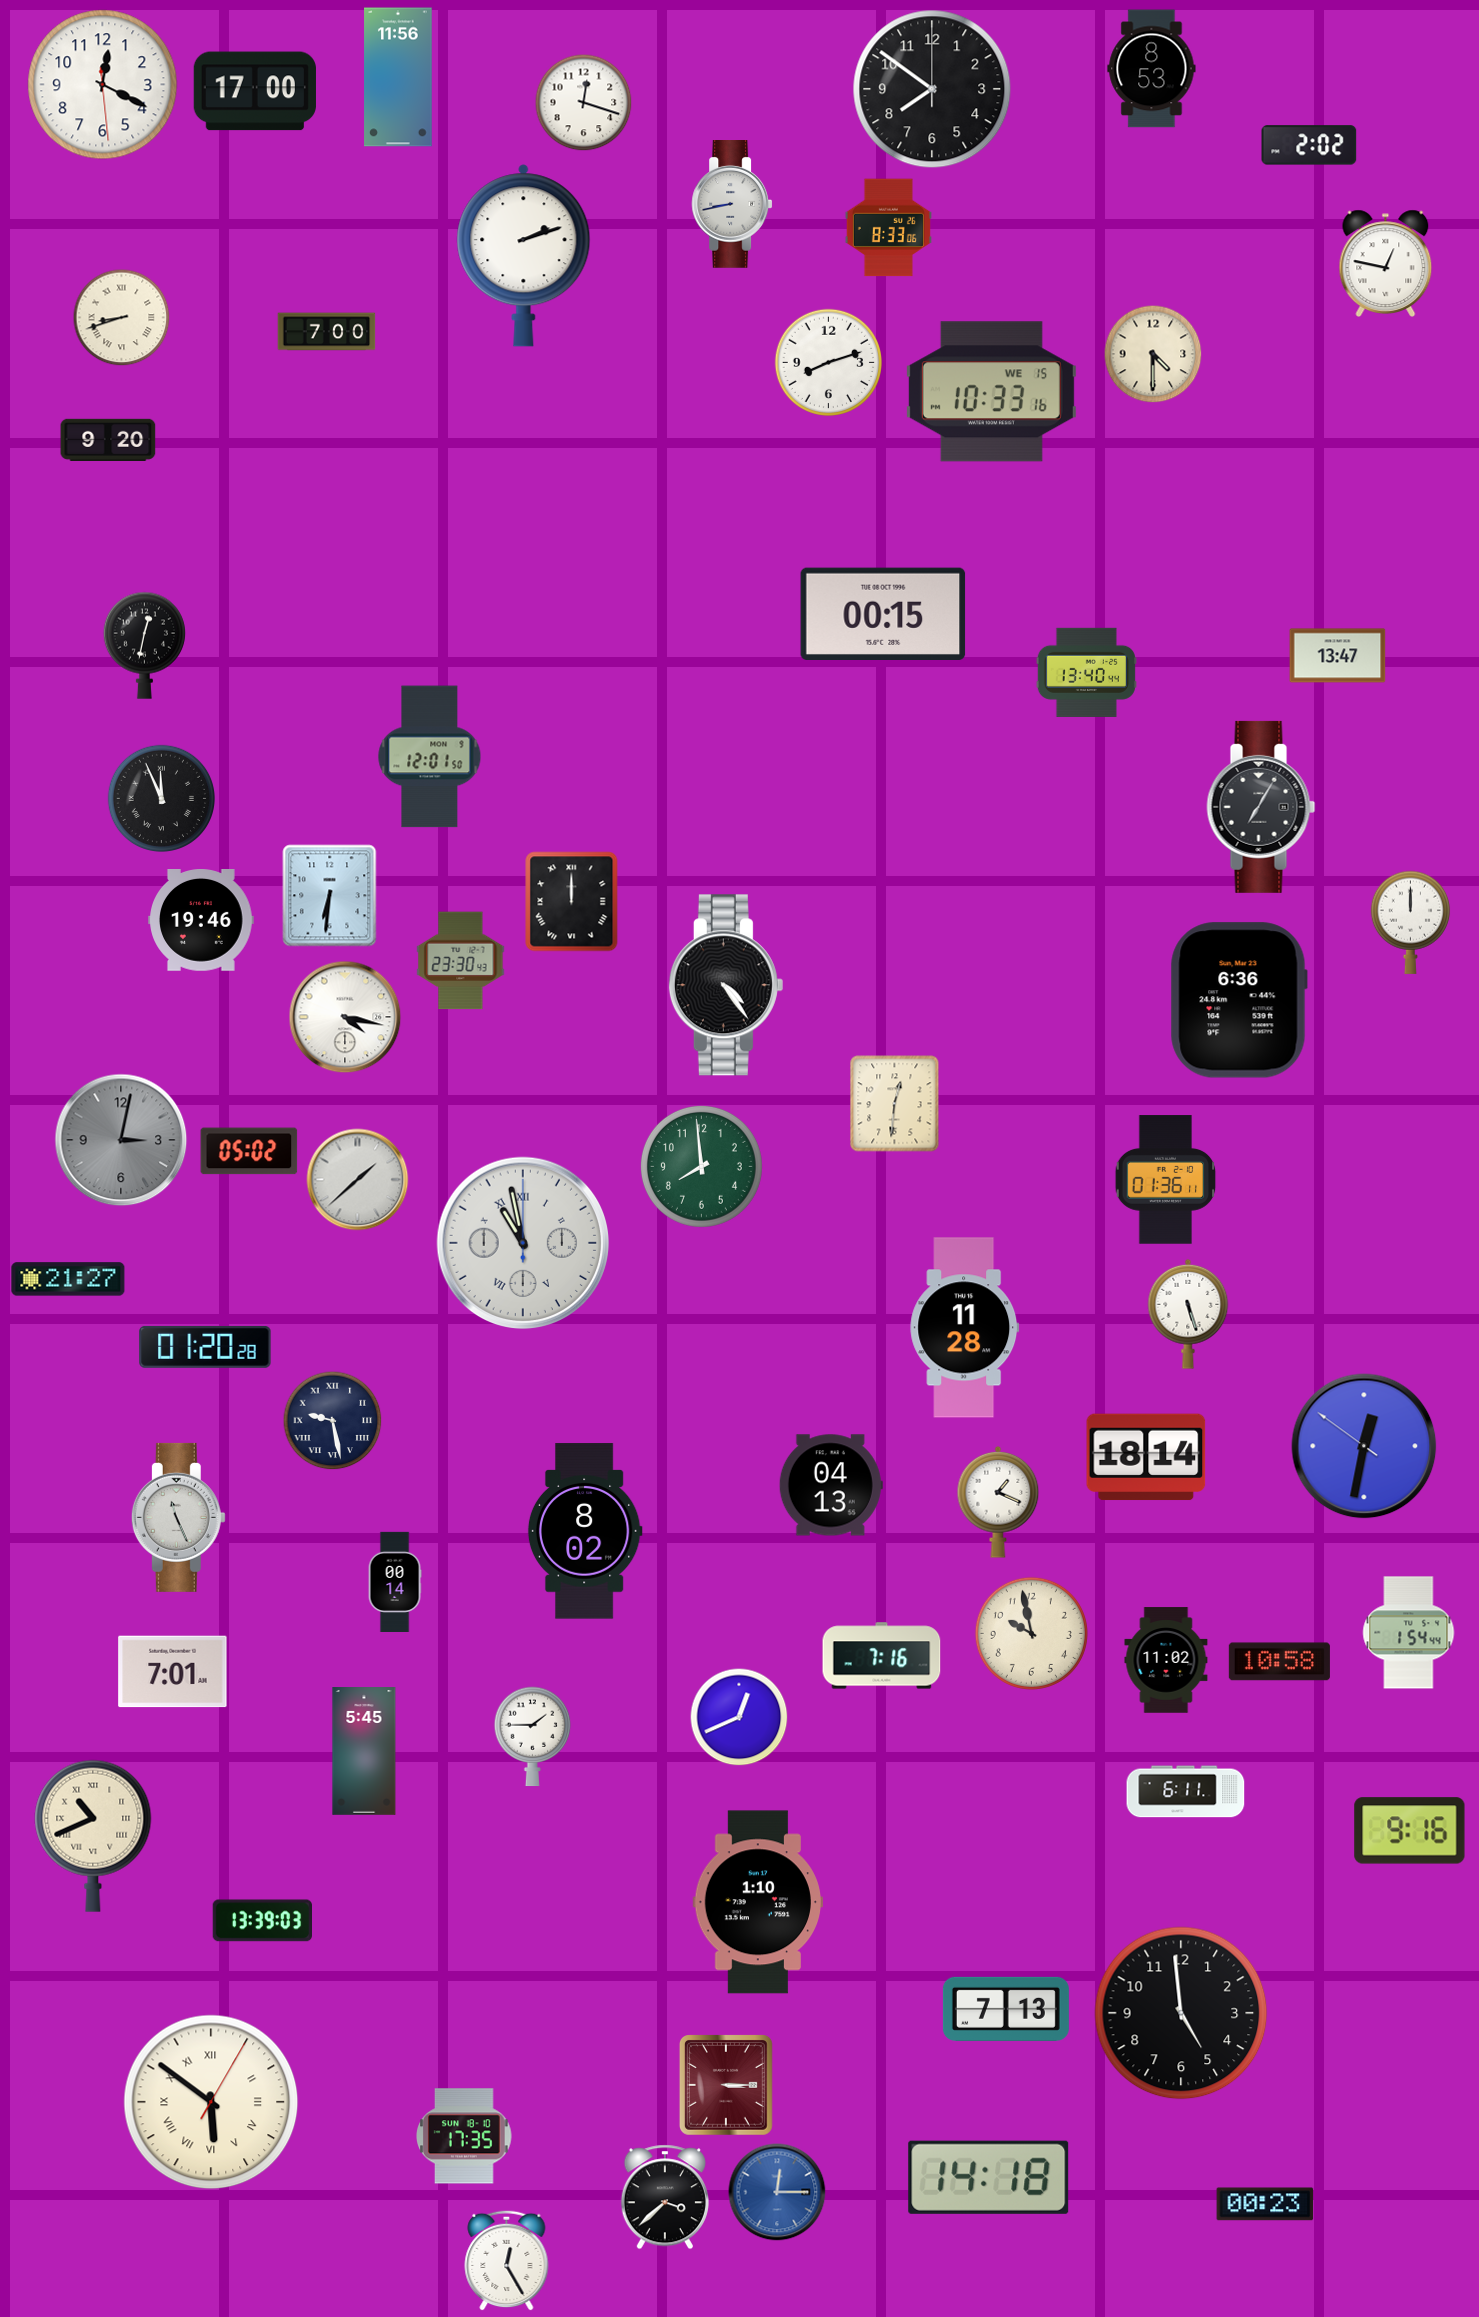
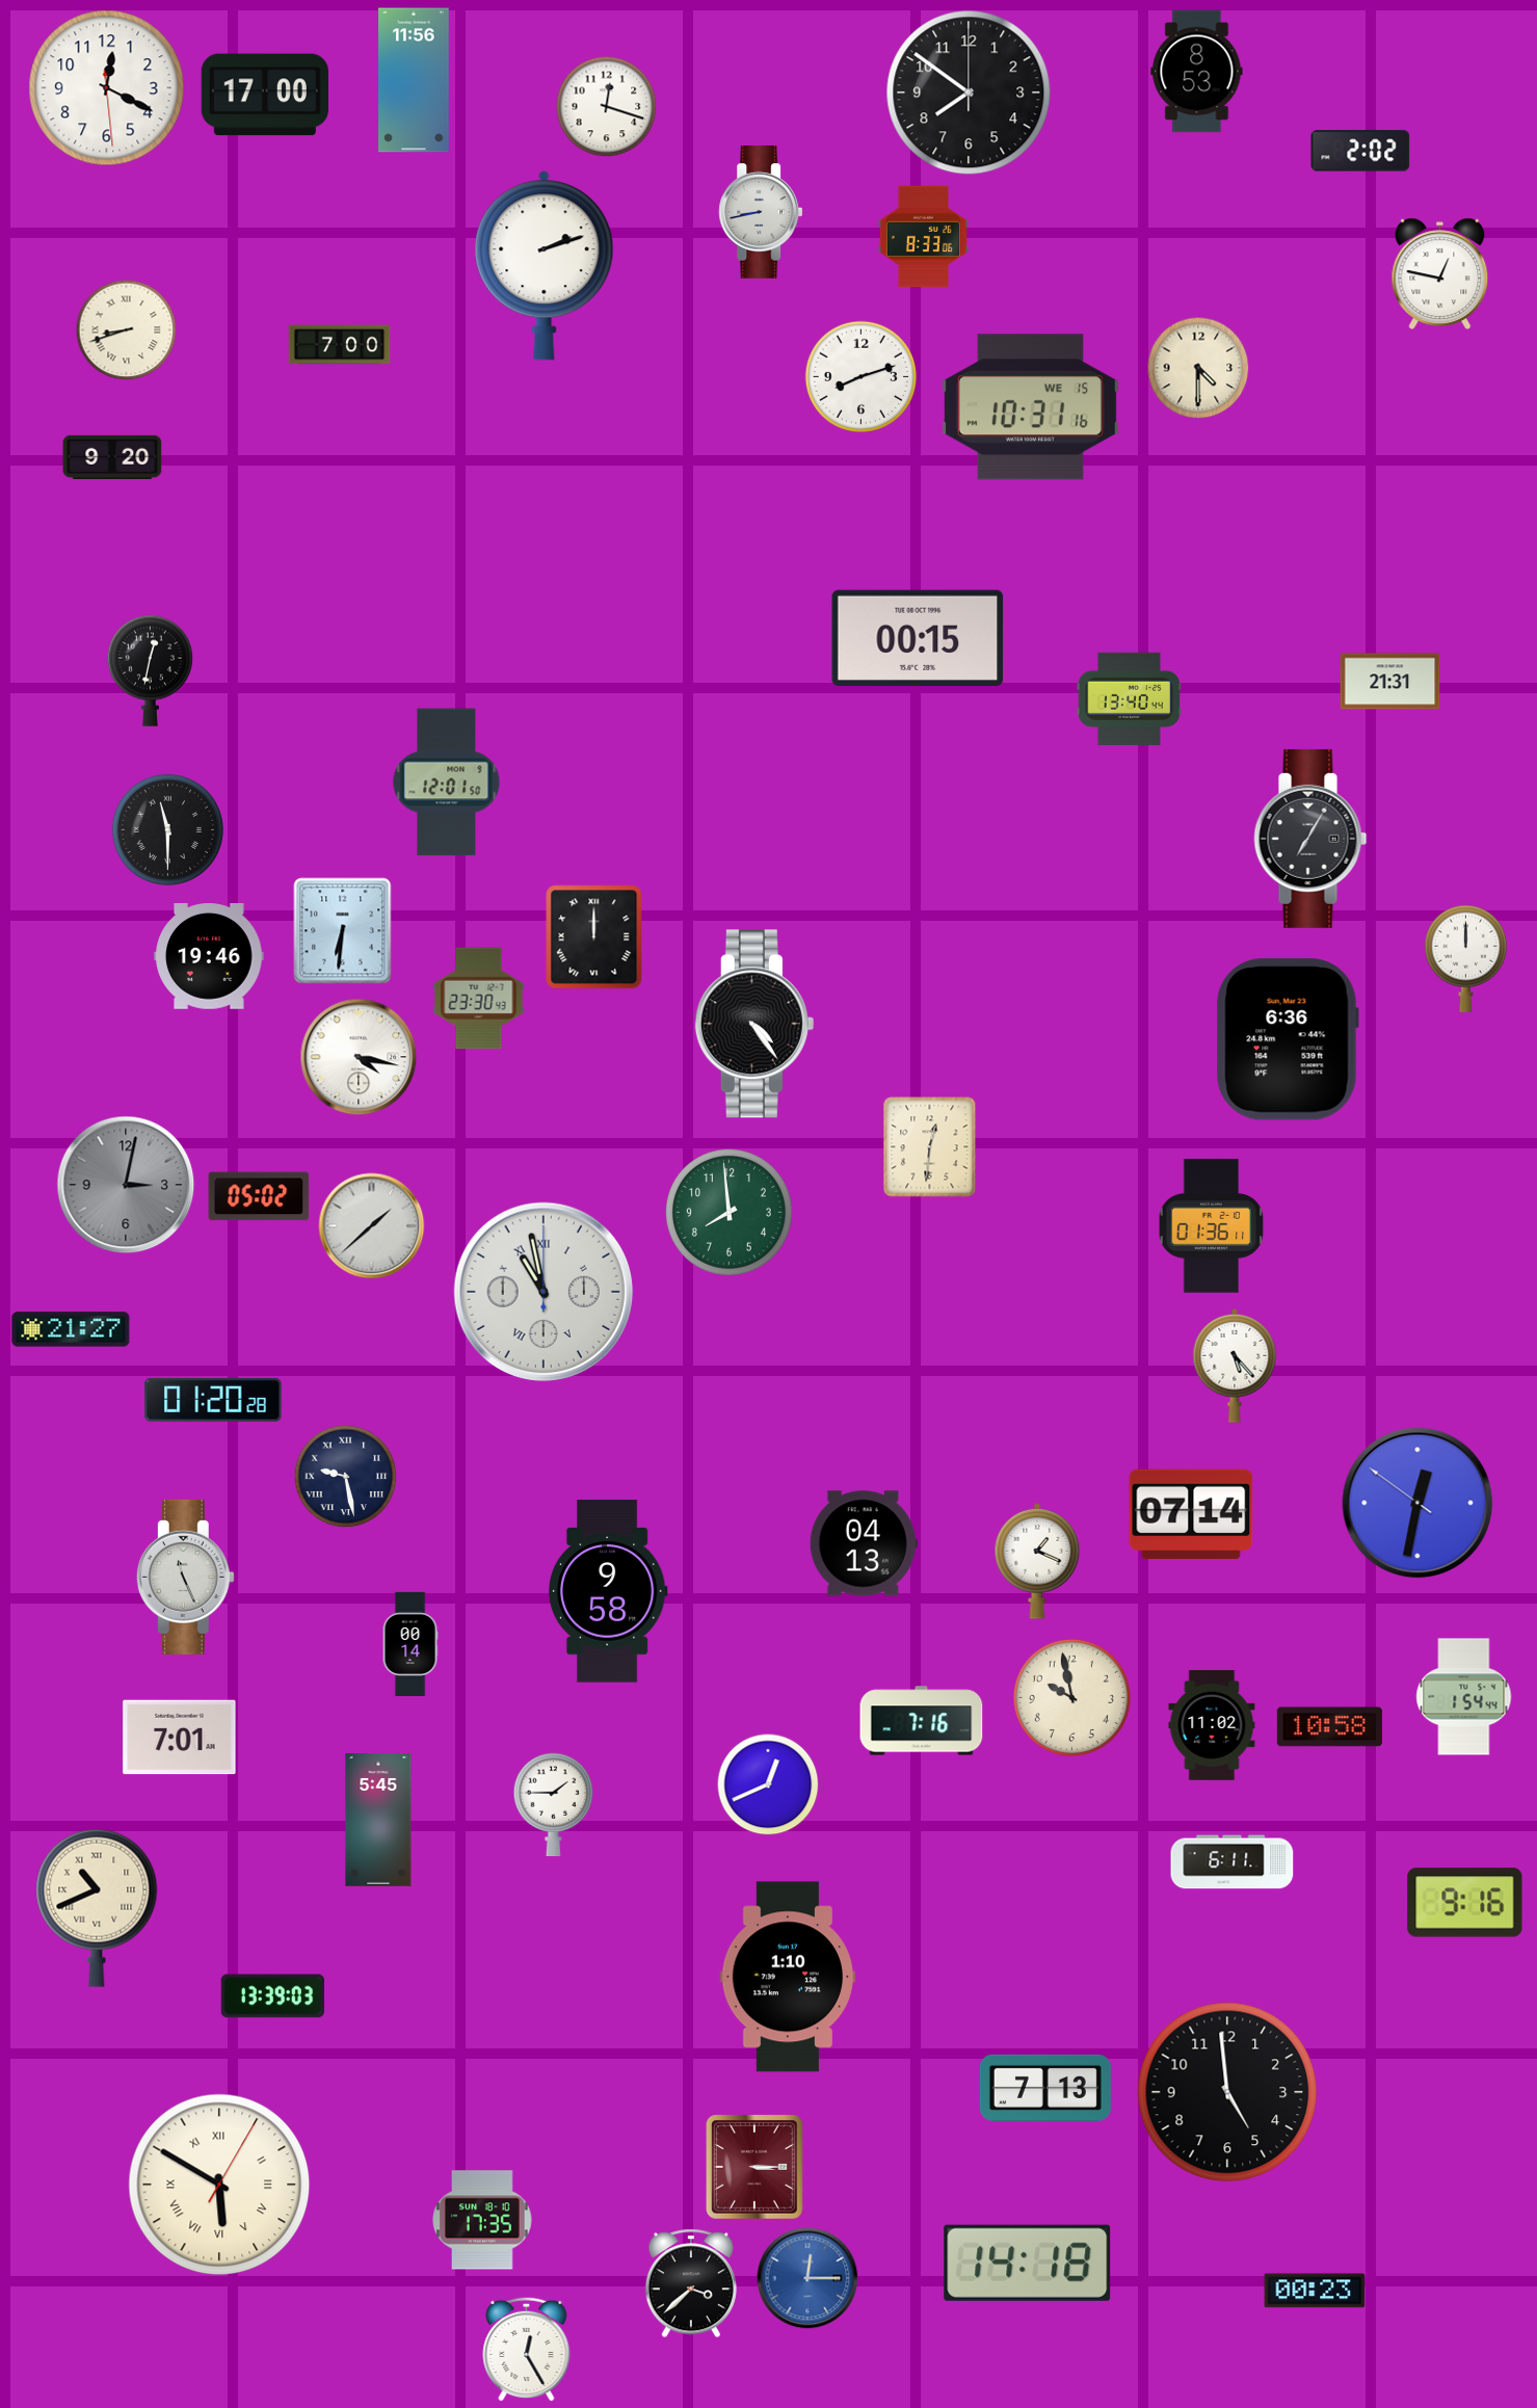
clock at (991, 392): 10:33 -> 10:31
clock at (1338, 656): 13:47 -> 21:31
clock at (430, 757) position: (430, 757) -> (447, 783)
clock at (161, 798): 11:56 -> 11:30
clock at (1188, 1314): 5:27 -> 5:23
clock at (965, 1328): 11:28 -> none
clock at (1146, 1457): 18:14 -> 07:14
clock at (585, 1531): 8:02 -> 9:58
clock at (882, 1656) position: (882, 1656) -> (922, 1721)
clock at (211, 2102): 5:51 -> 5:50
